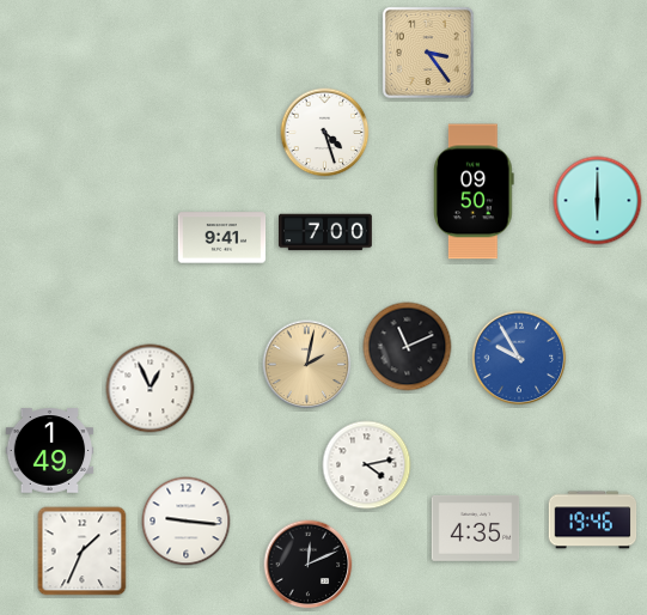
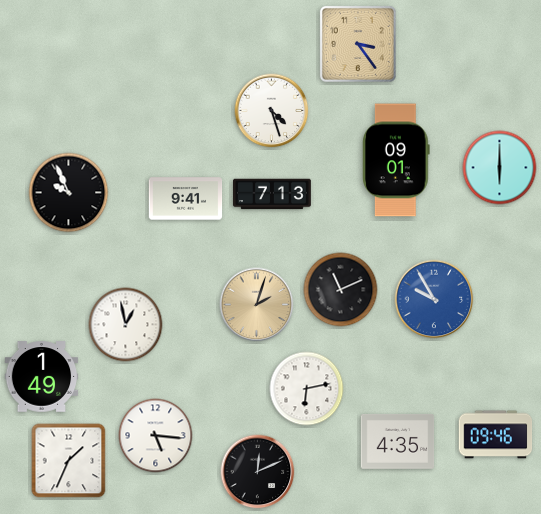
clock at (474, 191): 09:50 -> 09:01
clock at (69, 193): none -> 9:56
clock at (326, 232): 7:00 -> 7:13
clock at (307, 365): 2:02 -> 2:03
clock at (151, 389): 12:56 -> 12:58
clock at (367, 465): 4:13 -> 6:13
clock at (593, 520): 19:46 -> 09:46
clock at (187, 522): 9:16 -> 5:16
